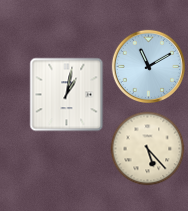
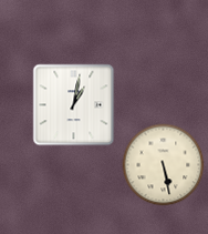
clock at (148, 66): 11:10 -> none
clock at (148, 149): 5:23 -> 5:28
